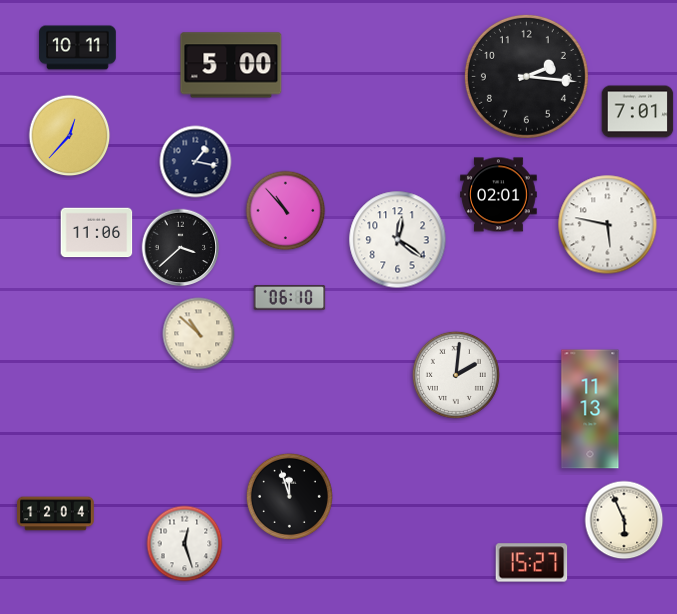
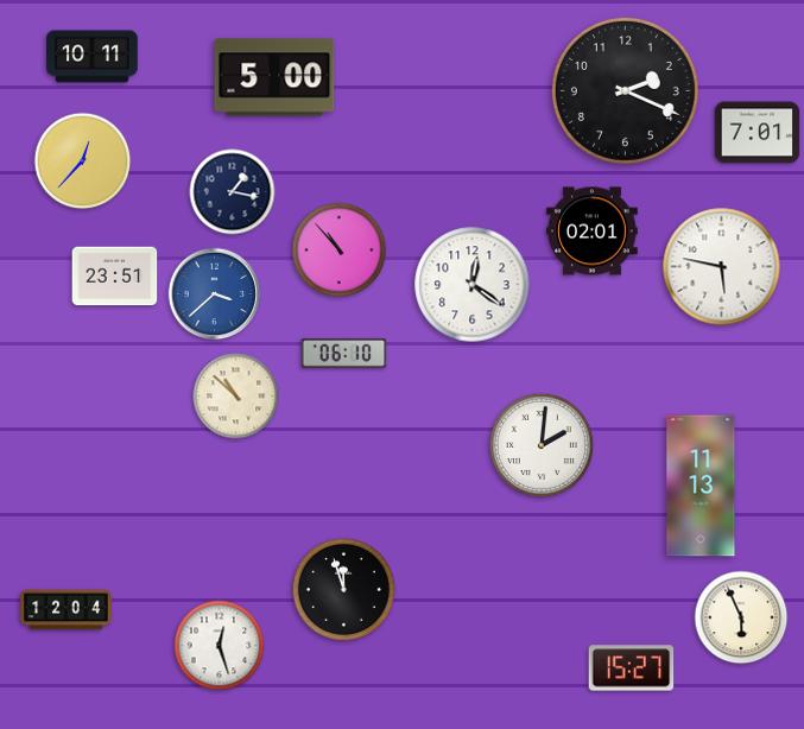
clock at (526, 76): 2:16 -> 2:19
clock at (97, 233): 11:06 -> 23:51
clock at (181, 248) dial: black -> blue
